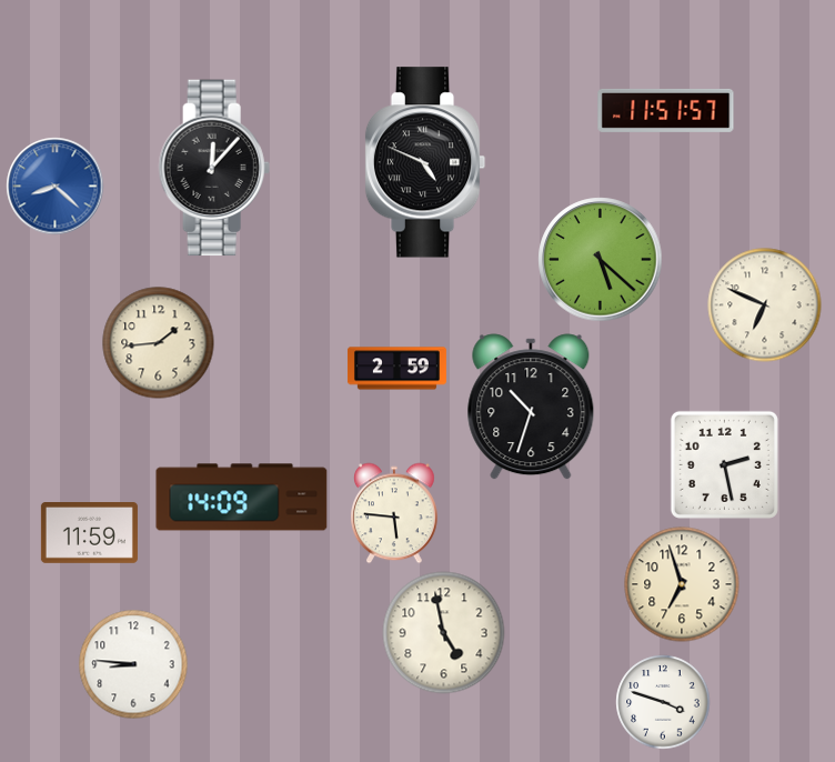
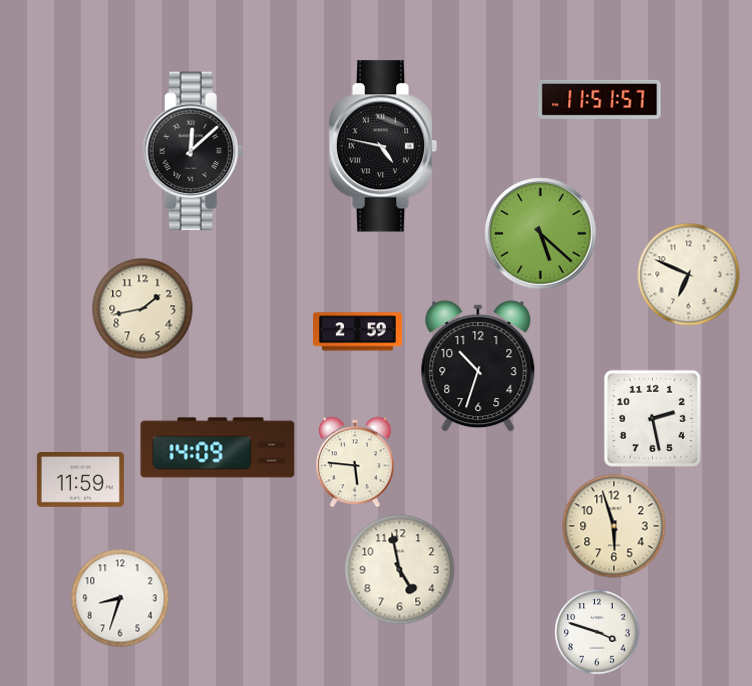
clock at (425, 162): 4:49 -> 4:47
clock at (214, 168): 12:07 -> 12:08
clock at (56, 187): 8:22 -> none
clock at (159, 343): 1:44 -> 1:43
clock at (682, 584): 6:57 -> 5:57
clock at (133, 664): 8:46 -> 8:33
